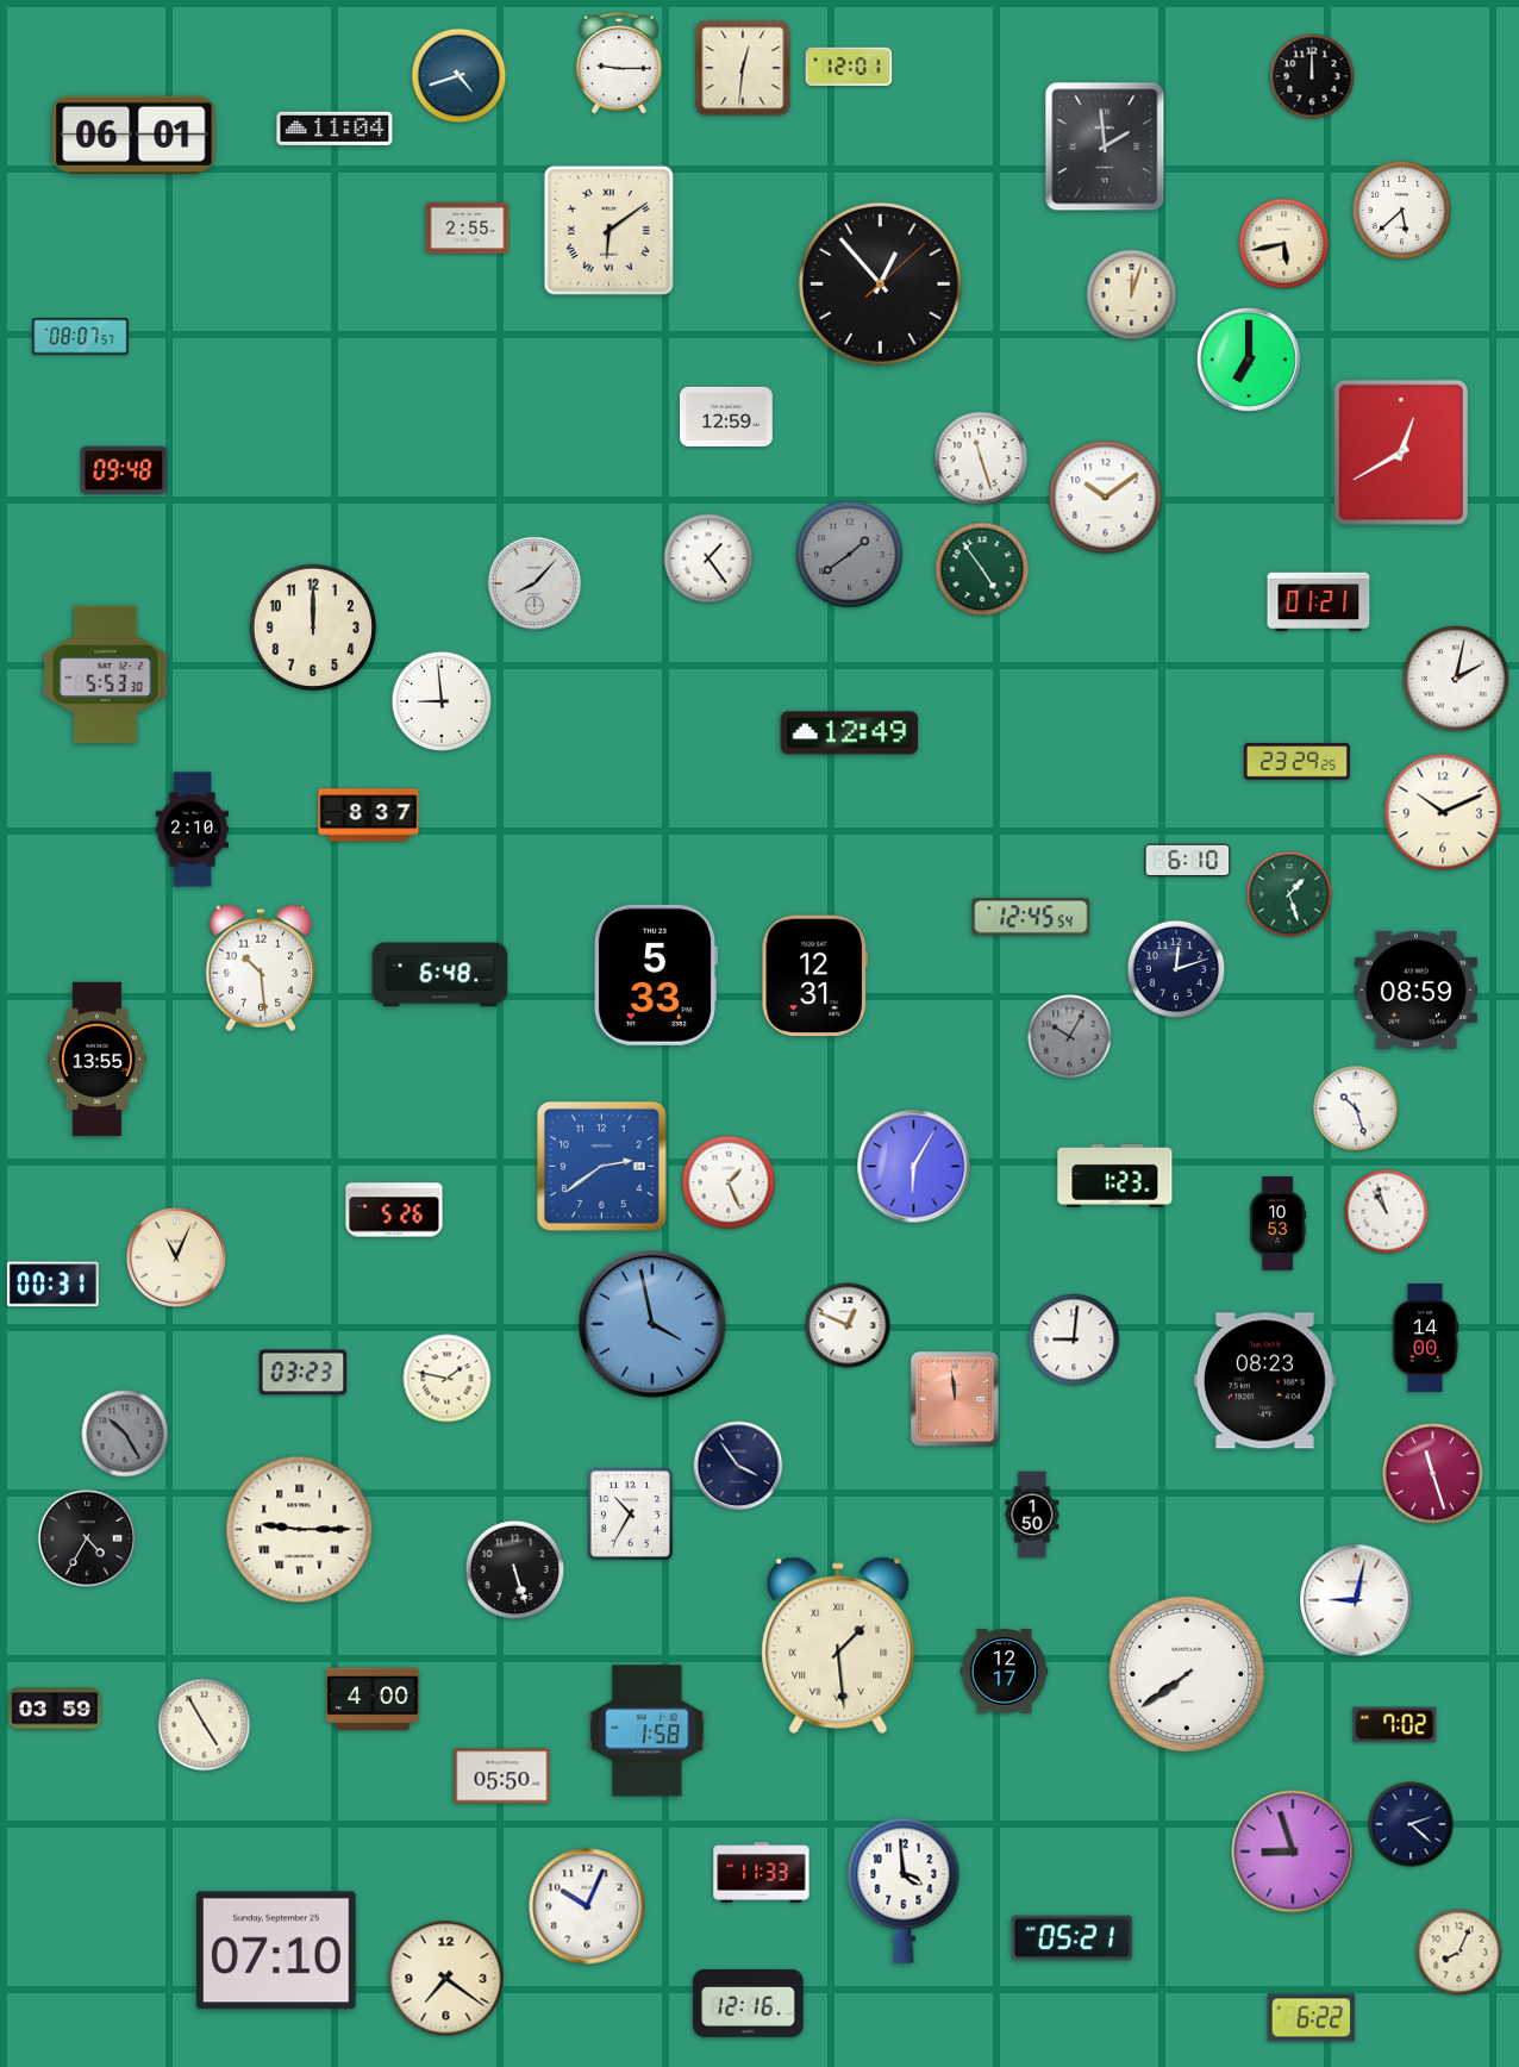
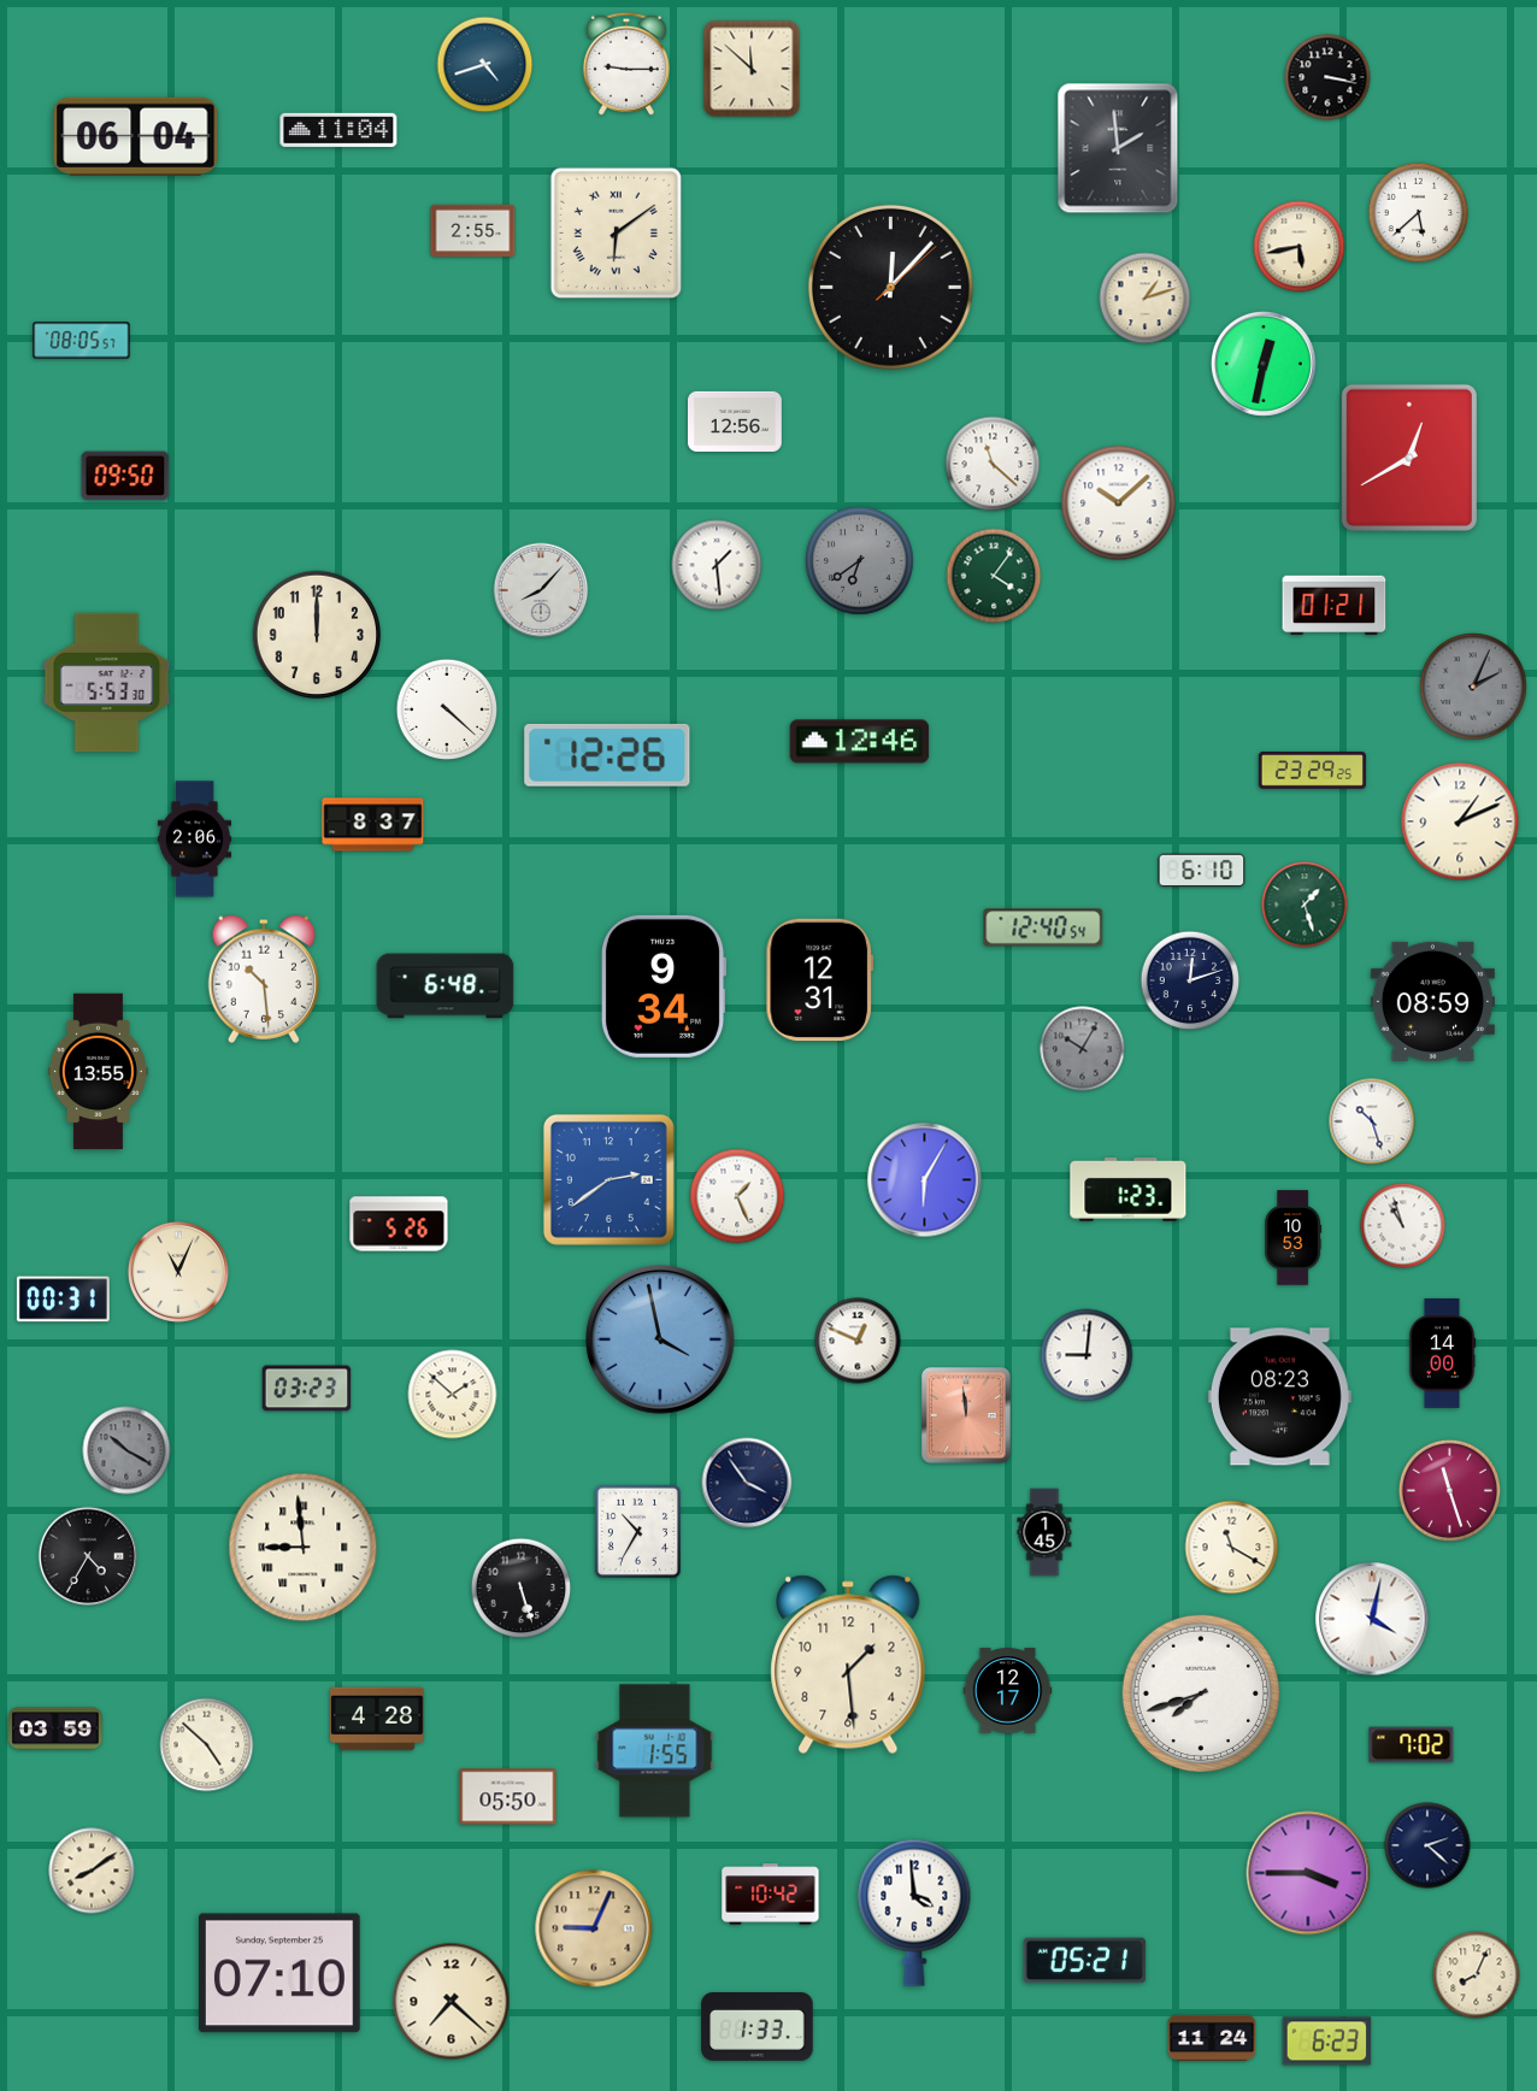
clock at (849, 67): 12:01 -> none
clock at (743, 68): 12:31 -> 11:52
clock at (460, 76) position: (460, 76) -> (485, 65)
clock at (1312, 76): 12:00 -> 3:17
clock at (135, 135): 06:01 -> 06:04
clock at (880, 283): 12:53 -> 12:07
clock at (1132, 295): 12:03 -> 1:12
clock at (81, 337): 08:07 -> 08:05
clock at (1249, 360): 7:00 -> 12:32
clock at (726, 417): 12:59 -> 12:56
clock at (1401, 452) position: (1401, 452) -> (1409, 458)
clock at (981, 458): 11:27 -> 11:22
clock at (124, 470): 09:48 -> 09:50
clock at (1106, 498): 10:09 -> 10:08
clock at (850, 555): 1:39 -> 6:39
clock at (708, 558): 1:24 -> 1:29
clock at (982, 569): 4:54 -> 4:06
clock at (1319, 602) position: (1319, 602) -> (1335, 606)
clock at (1456, 679): 2:02 -> 2:04
clock at (1456, 679) dial: white -> grey
clock at (440, 700): 8:59 -> 4:22
clock at (850, 733): 12:49 -> 12:46
clock at (607, 755): none -> 12:26
clock at (1443, 812): 10:11 -> 1:11
clock at (192, 830): 2:10 -> 2:06
clock at (1031, 917): 12:45 -> 12:40
clock at (656, 975): 5:33 -> 9:34
clock at (815, 976) position: (815, 976) -> (820, 980)
clock at (52, 1285) position: (52, 1285) -> (63, 1300)
clock at (448, 1379): 1:47 -> 1:52
clock at (125, 1434): 10:25 -> 10:20
clock at (1032, 1515): 1:50 -> 1:45
clock at (300, 1530): 9:15 -> 8:59
clock at (1232, 1548): none -> 11:20
clock at (1356, 1600): 9:02 -> 4:02
clock at (838, 1646) numerals: Roman -> Arabic
clock at (1005, 1672) position: (1005, 1672) -> (1008, 1691)
clock at (1187, 1674): 7:39 -> 7:42
clock at (374, 1699): 4:00 -> 4:28
clock at (205, 1725): 4:55 -> 4:52
clock at (648, 1731): 1:58 -> 1:55
clock at (92, 1871): none -> 8:09
clock at (1293, 1851): 8:57 -> 3:45
clock at (762, 1873): 11:33 -> 10:42
clock at (587, 1906): 10:04 -> 9:04
clock at (587, 1906) dial: white -> champagne
clock at (446, 1979): 7:21 -> 7:22
clock at (749, 2004): 12:16 -> 1:33
clock at (1212, 2038): none -> 11:24
clock at (1312, 2018): 6:22 -> 6:23
